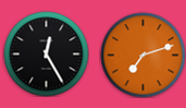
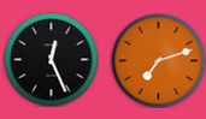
clock at (46, 53): 12:25 -> 12:26
